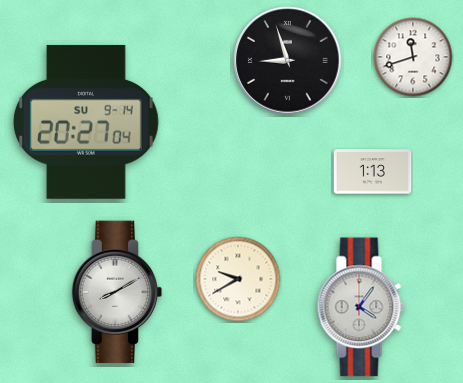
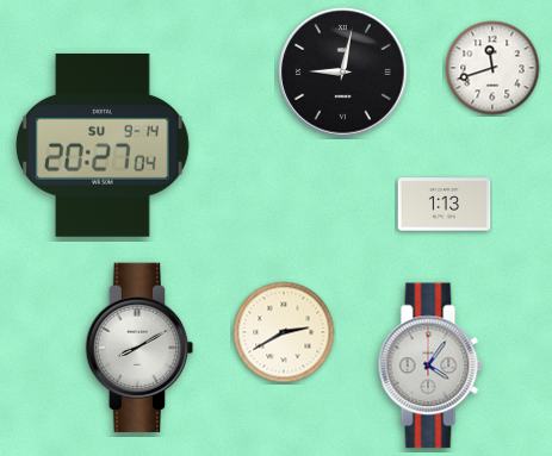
clock at (288, 61): 8:57 -> 9:02
clock at (238, 279): 9:40 -> 2:40
